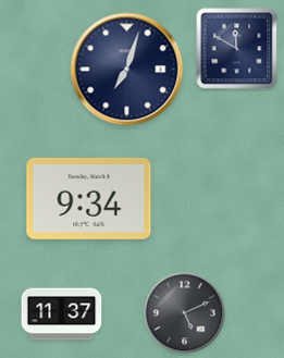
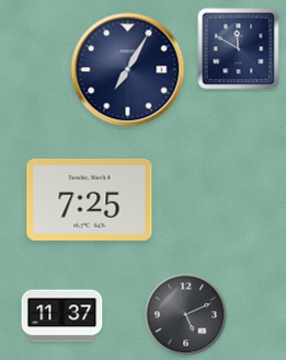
clock at (127, 70): 7:03 -> 7:05
clock at (89, 198): 9:34 -> 7:25
